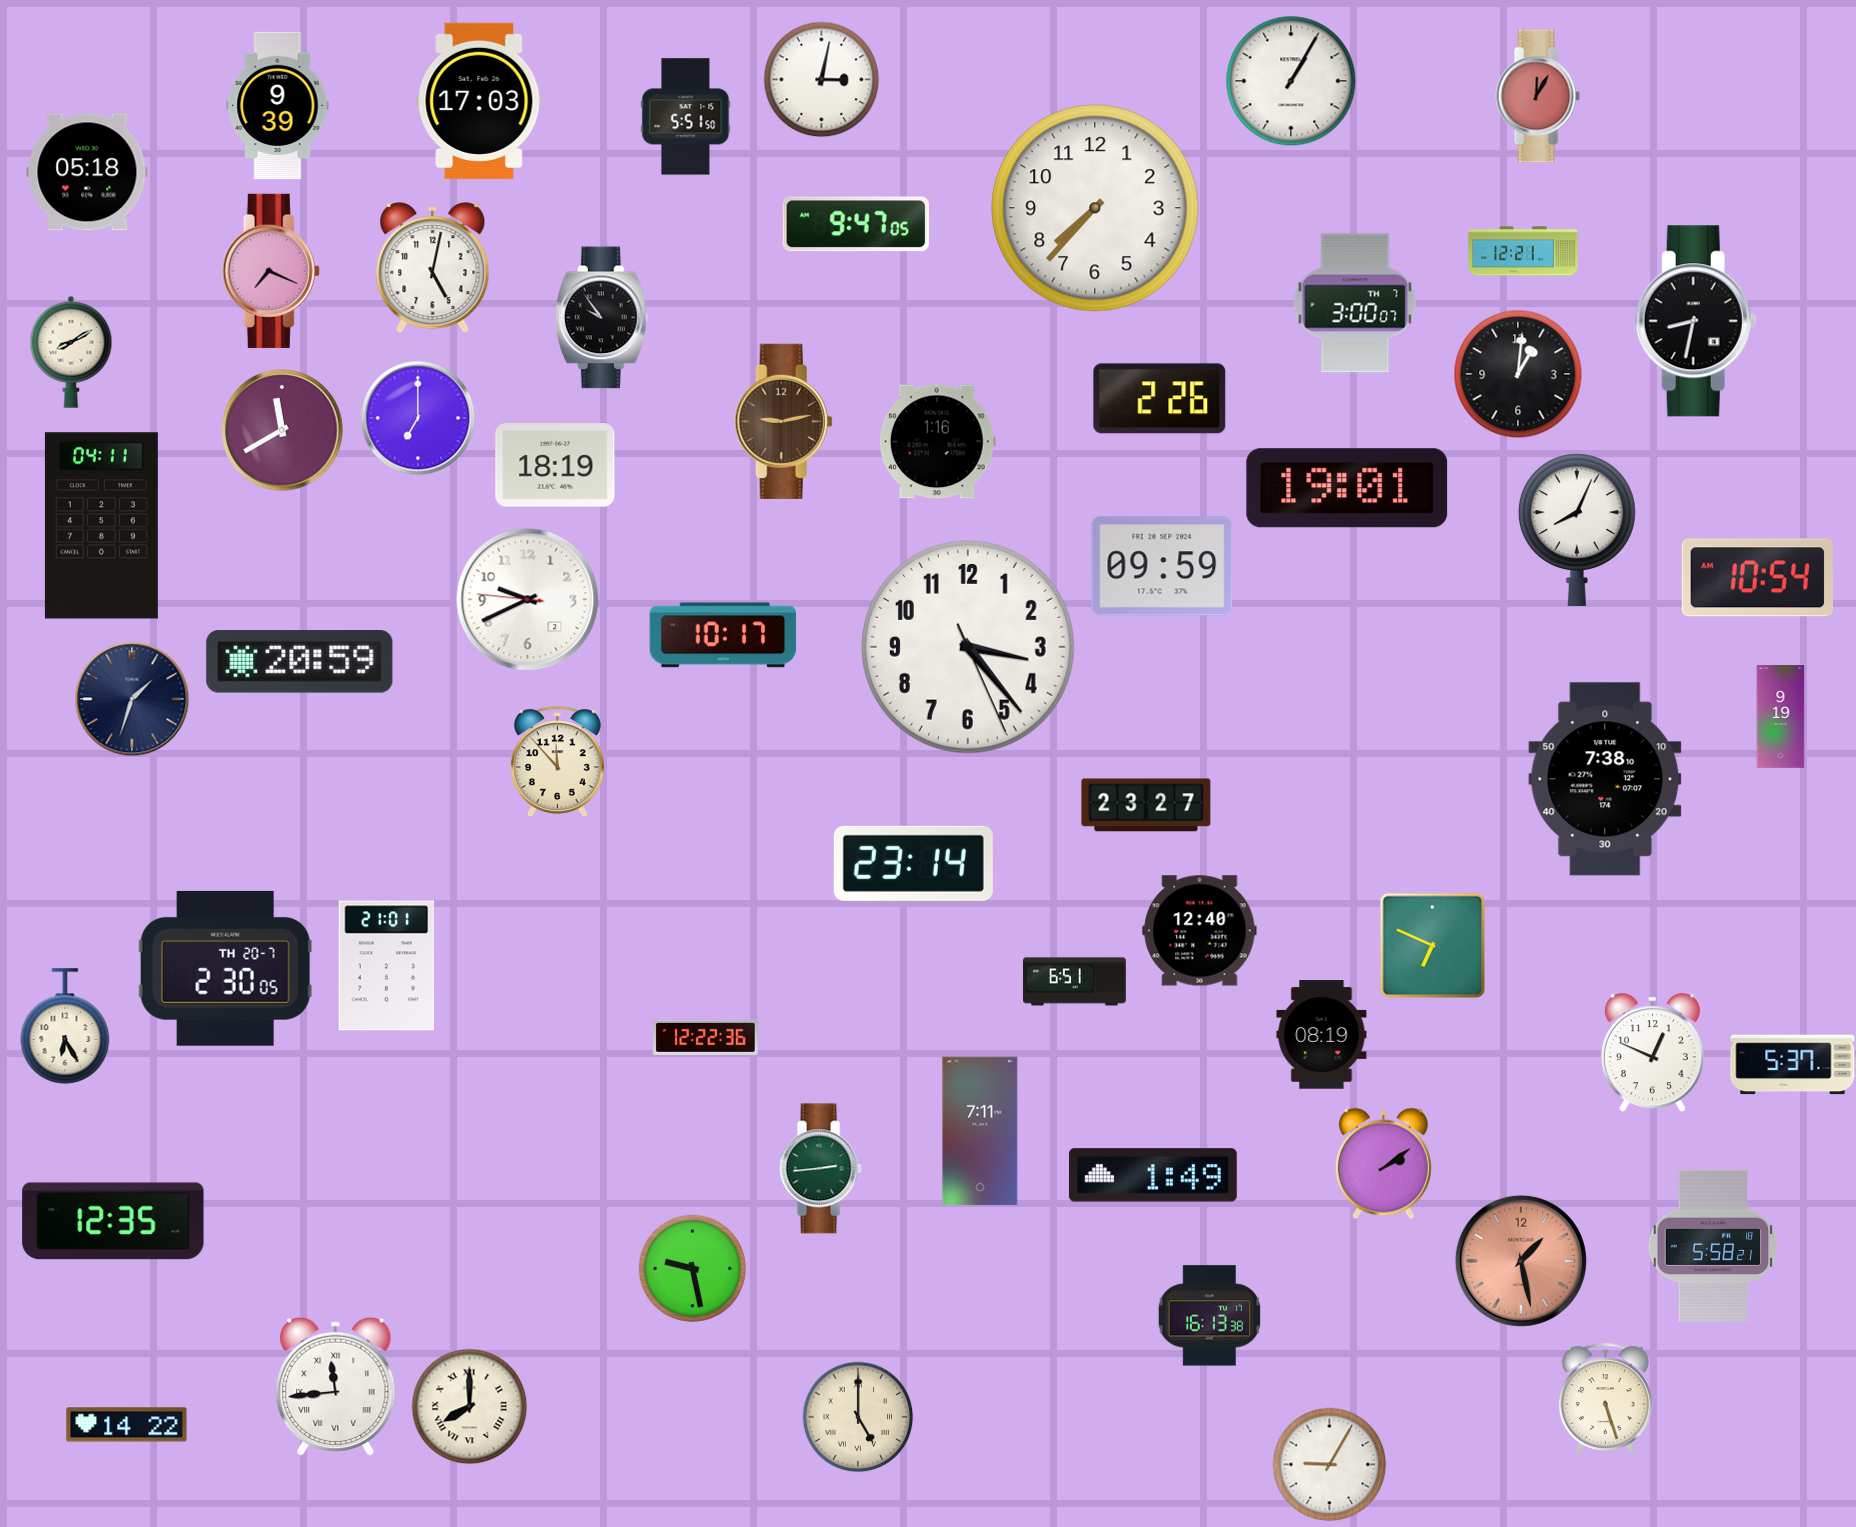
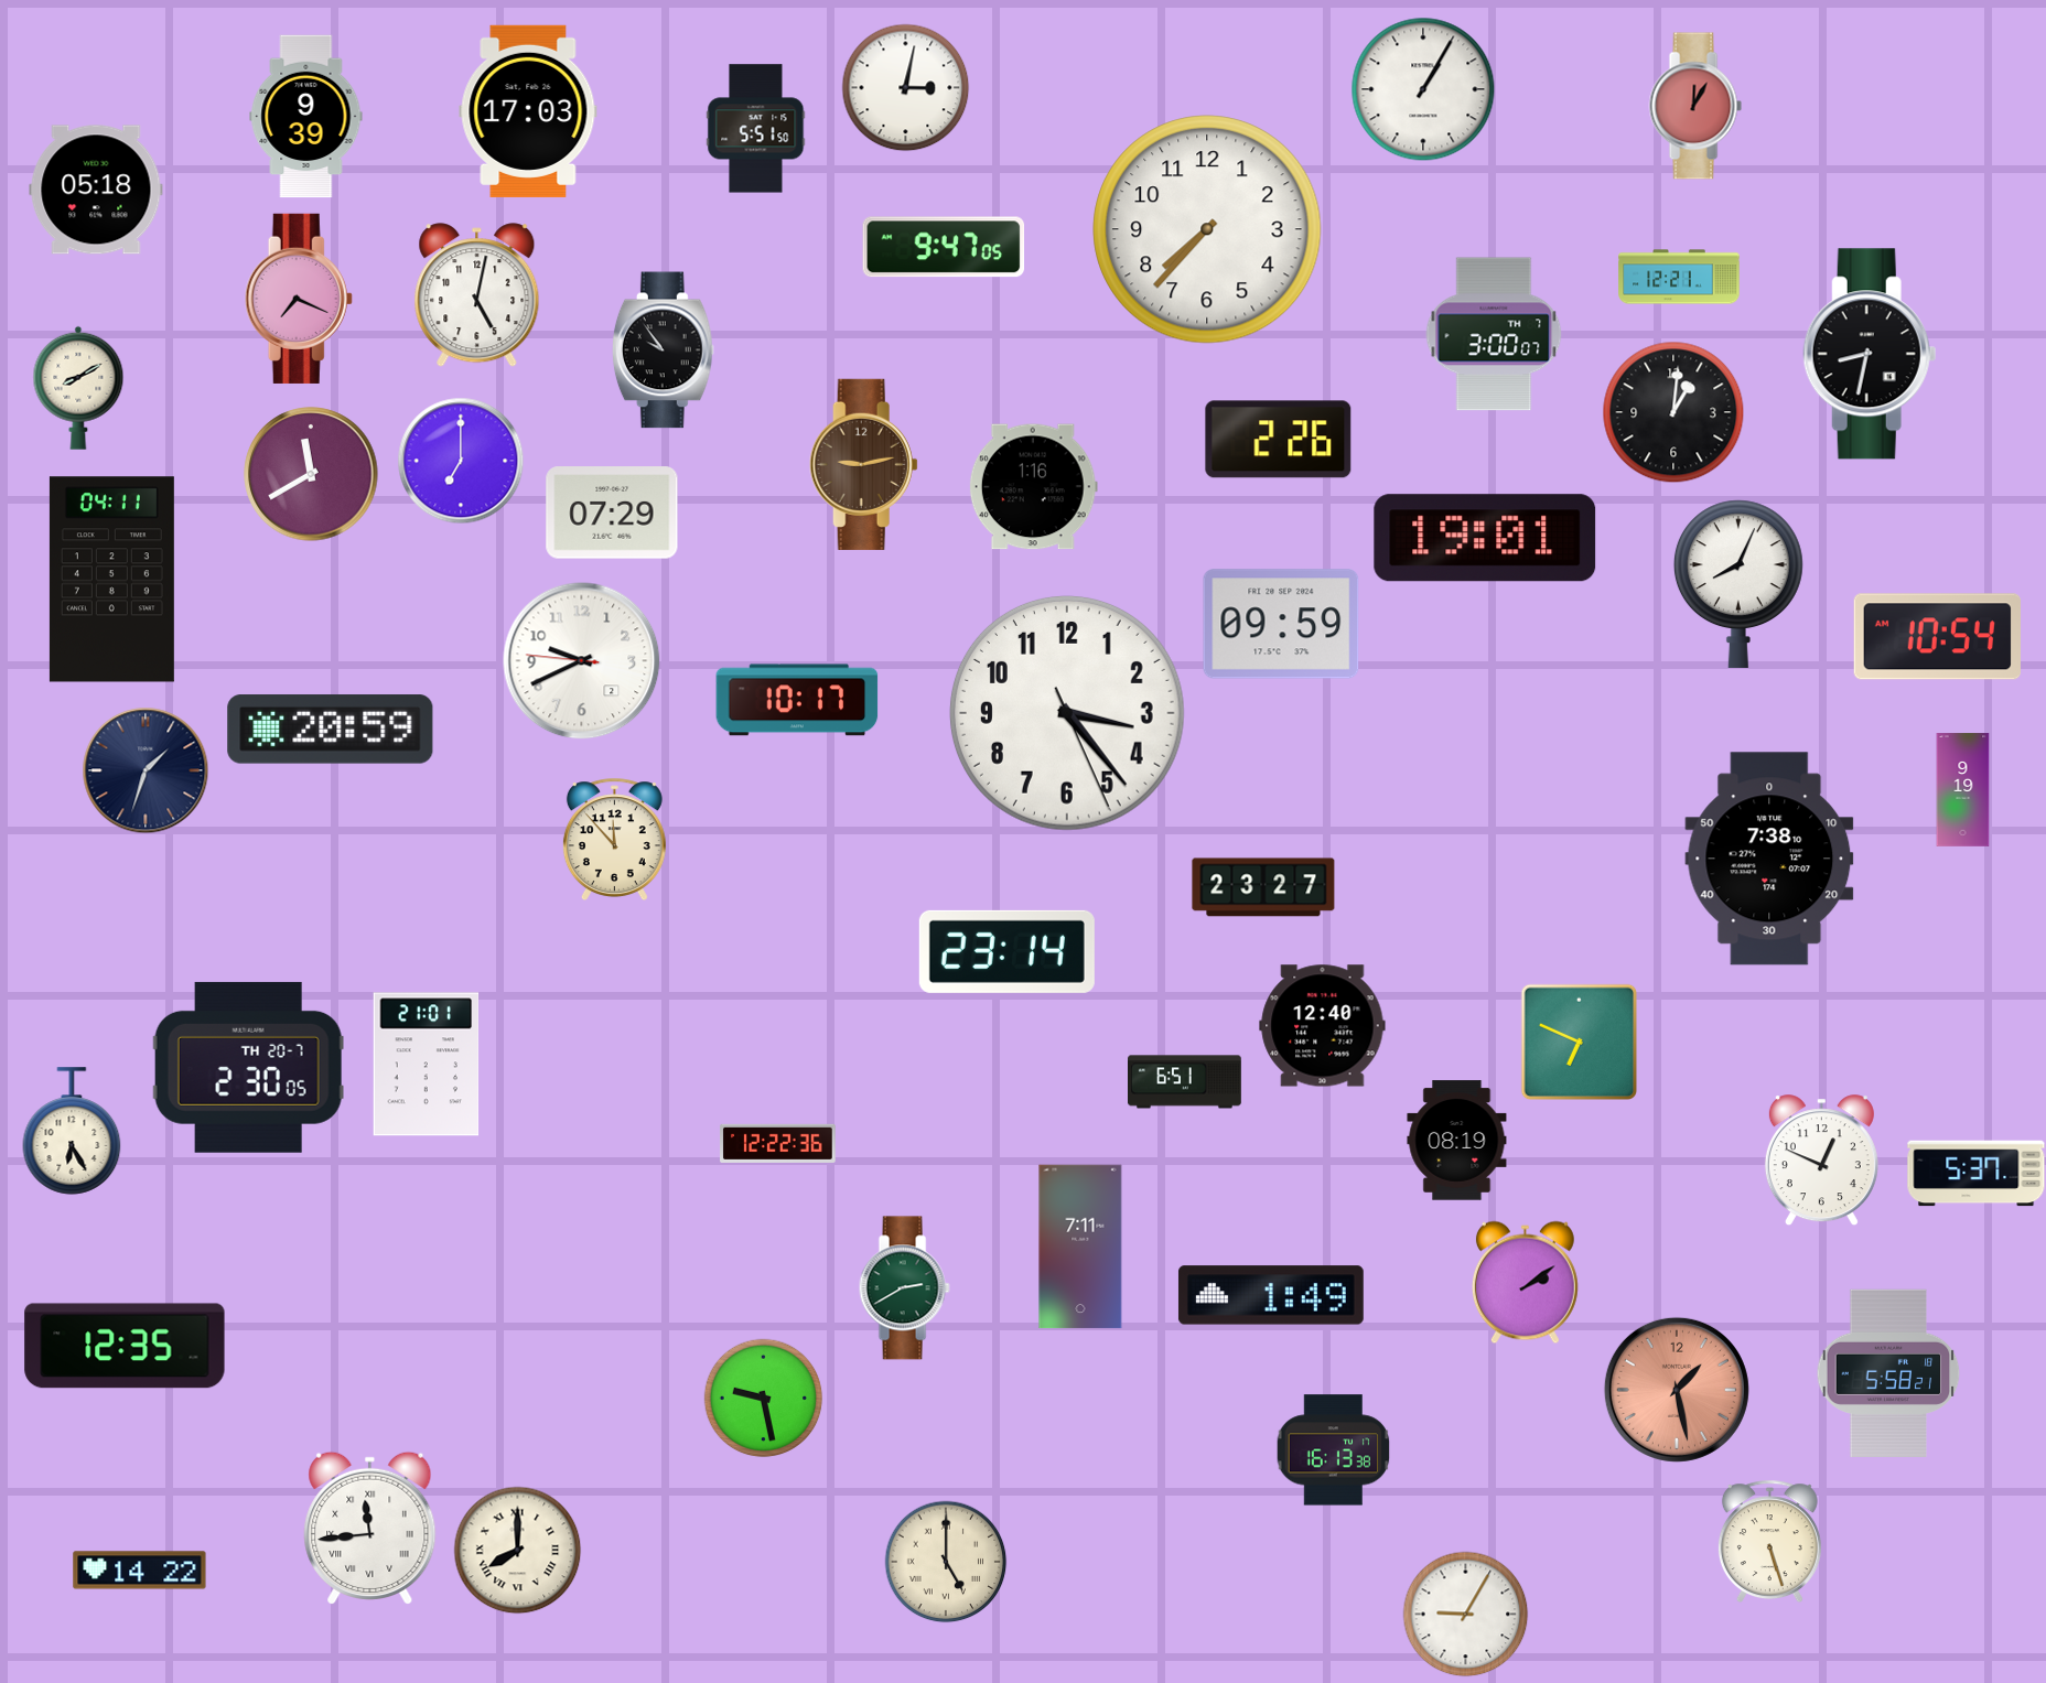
clock at (555, 465): 18:19 -> 07:29
clock at (820, 1169): 2:44 -> 2:40
